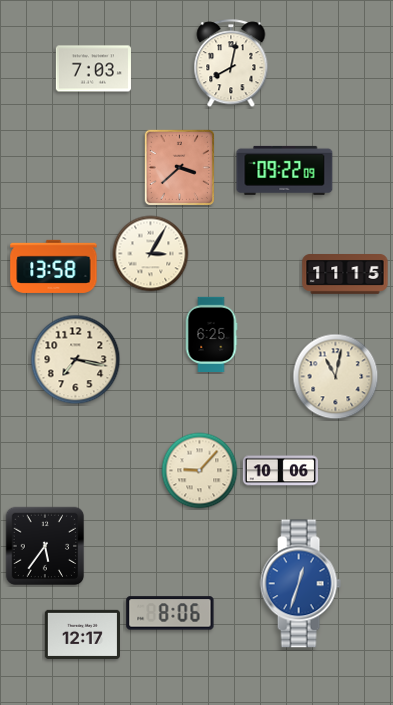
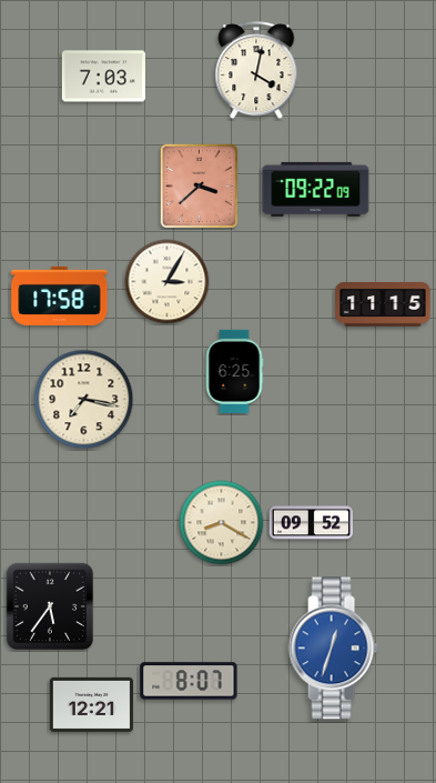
clock at (231, 64): 8:02 -> 4:02
clock at (54, 266): 13:58 -> 17:58
clock at (336, 377): 11:02 -> none
clock at (200, 471): 9:07 -> 8:20
clock at (280, 471): 10:06 -> 09:52
clock at (170, 613): 8:06 -> 8:07
clock at (82, 634): 12:17 -> 12:21
